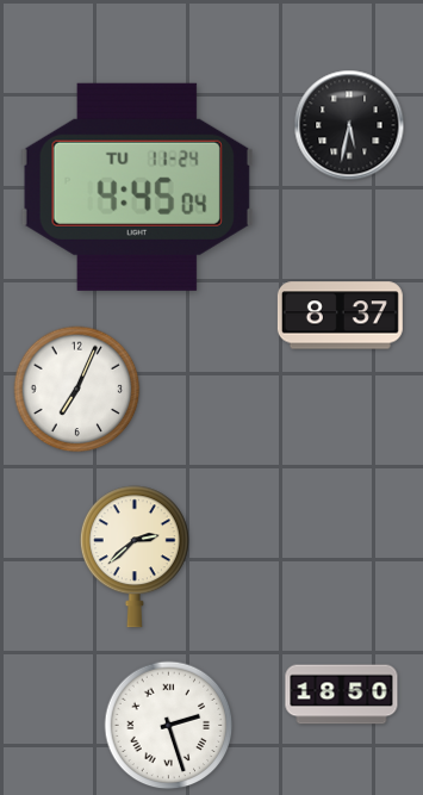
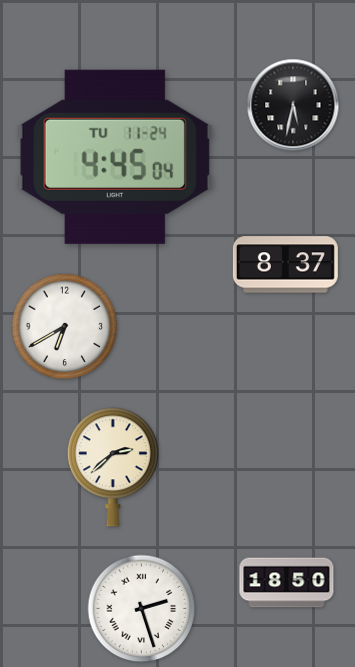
clock at (77, 390): 7:04 -> 6:40
